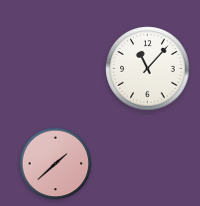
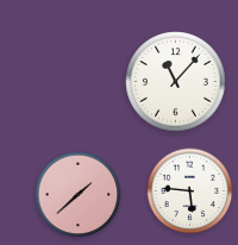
clock at (190, 191): none -> 5:46
clock at (56, 164) position: (56, 164) -> (79, 195)
